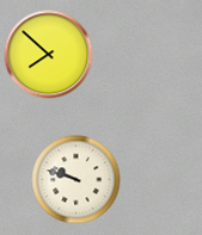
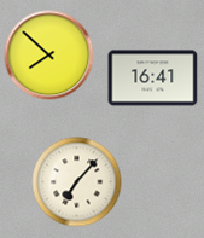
clock at (153, 79): none -> 16:41
clock at (76, 180): 9:48 -> 7:07
